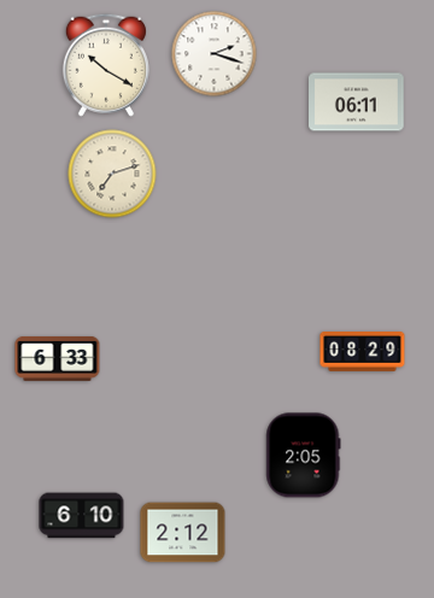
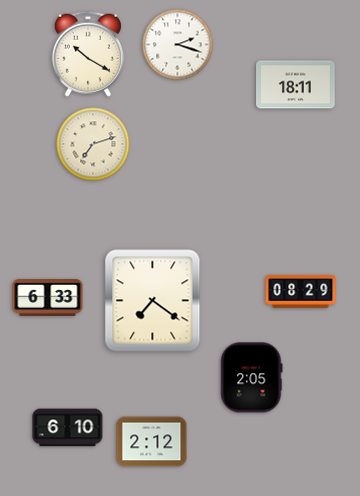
clock at (357, 102): 06:11 -> 18:11
clock at (153, 301): none -> 7:21
